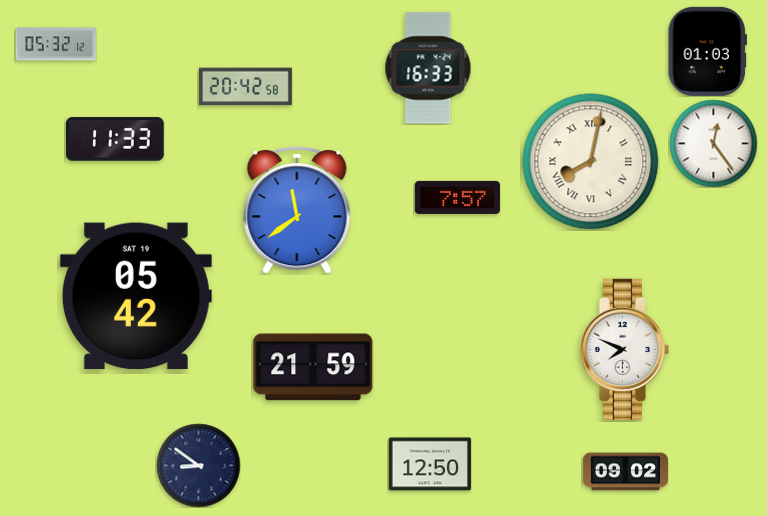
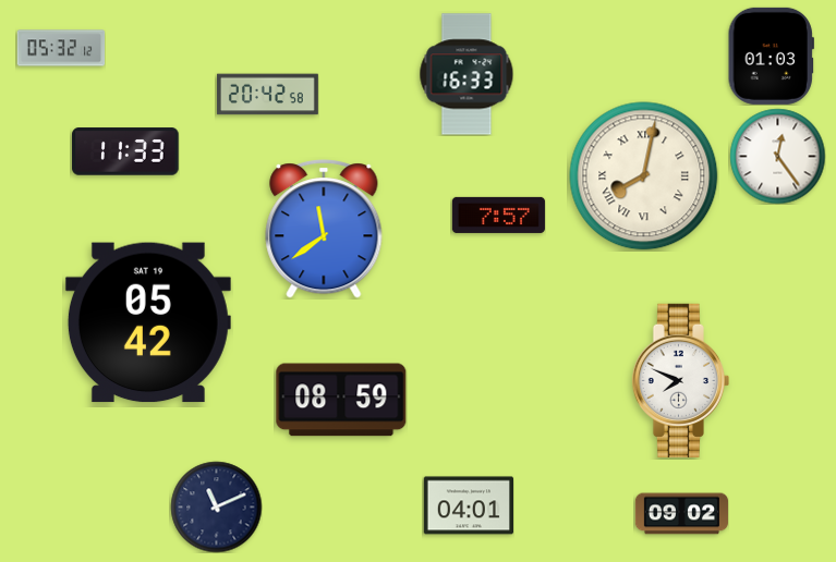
clock at (313, 367): 21:59 -> 08:59
clock at (429, 464): 12:50 -> 04:01
clock at (198, 465): 8:51 -> 11:11
